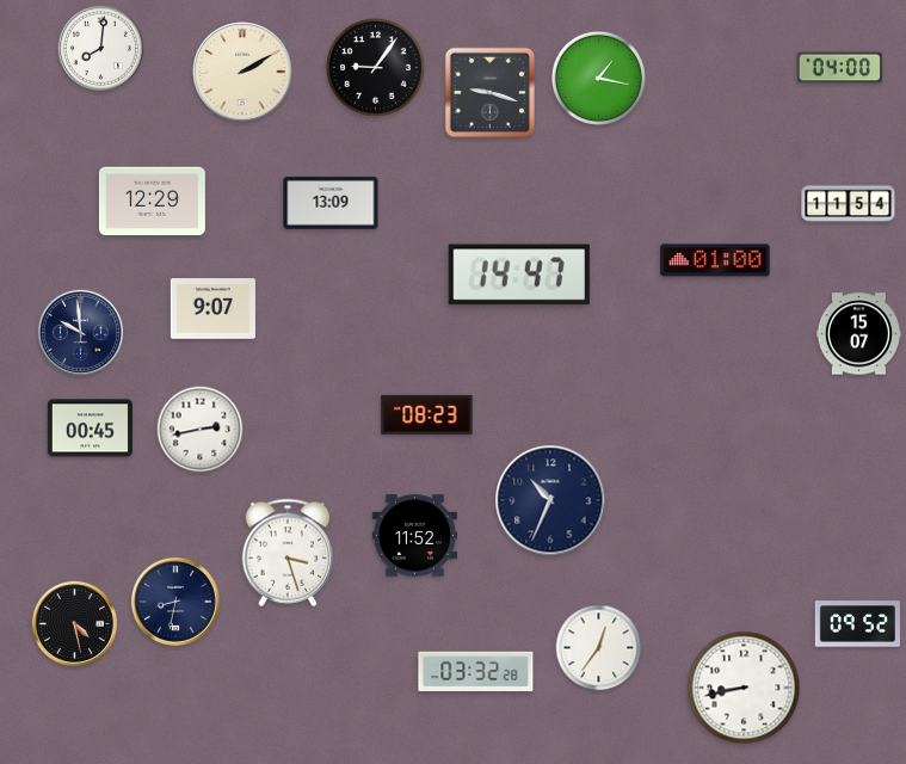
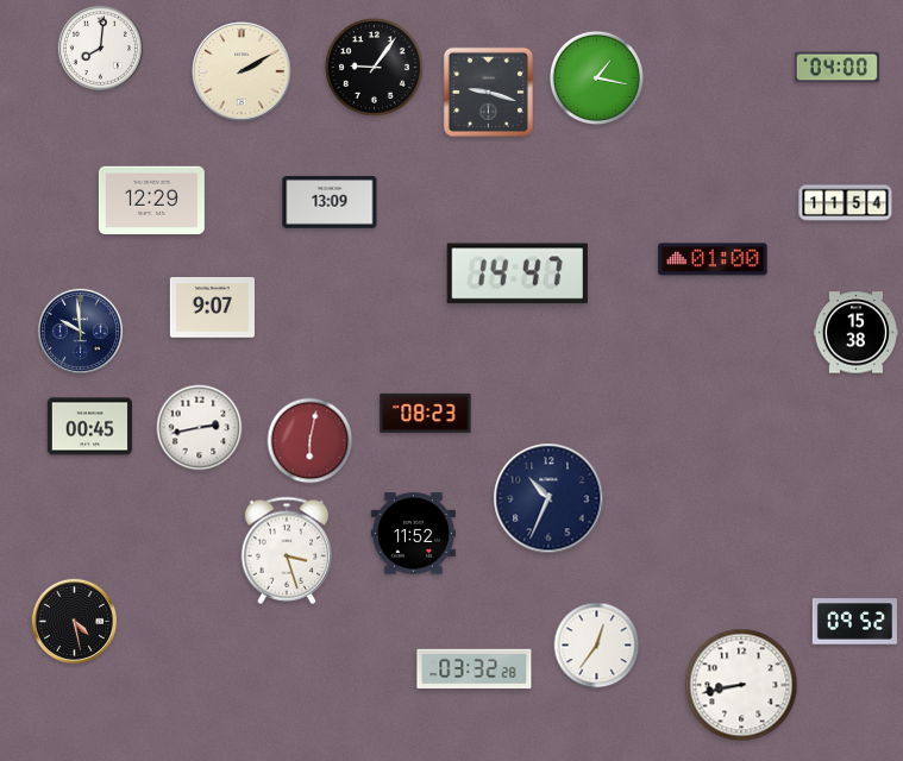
clock at (858, 334): 15:07 -> 15:38
clock at (311, 441): none -> 6:02
clock at (175, 602): 8:32 -> none
